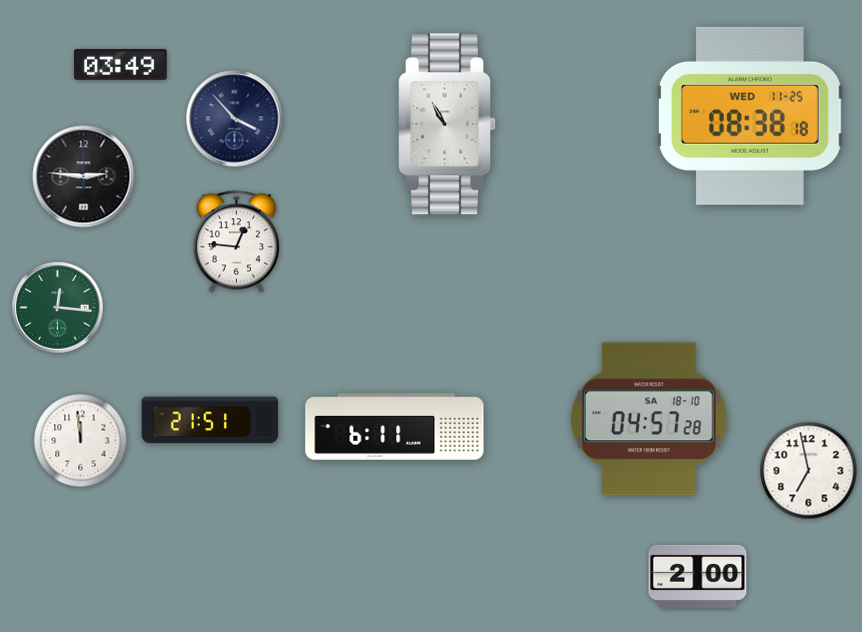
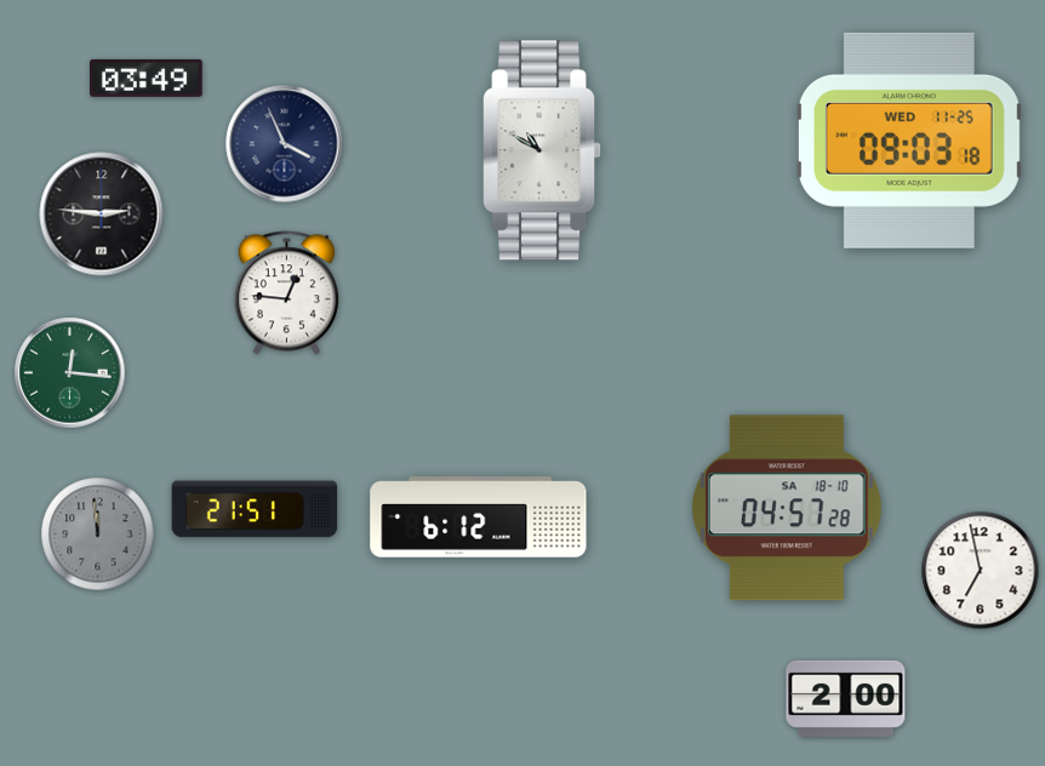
clock at (750, 116): 08:38 -> 09:03
clock at (235, 119): 3:53 -> 3:56
clock at (448, 124): 10:55 -> 10:50
clock at (395, 427): 6:11 -> 6:12
clock at (81, 441) dial: white -> grey
